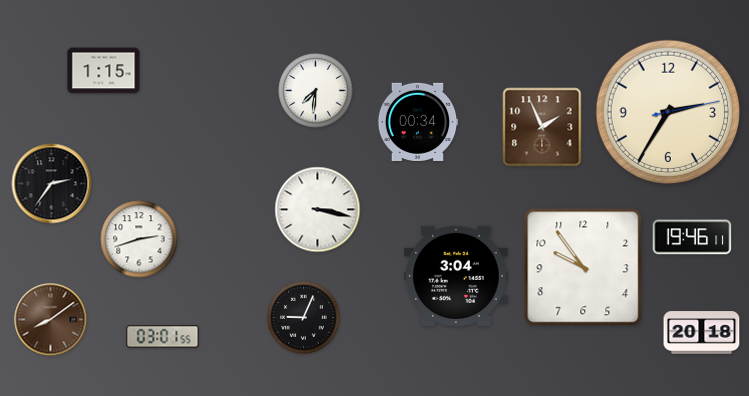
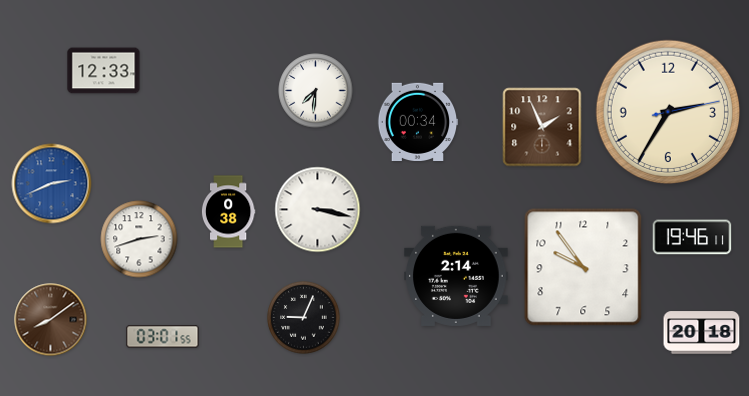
clock at (104, 71): 1:15 -> 12:33
clock at (52, 184): 2:36 -> 2:41
clock at (52, 184) dial: black -> blue
clock at (228, 212): none -> 0:38
clock at (456, 276): 3:04 -> 2:14
